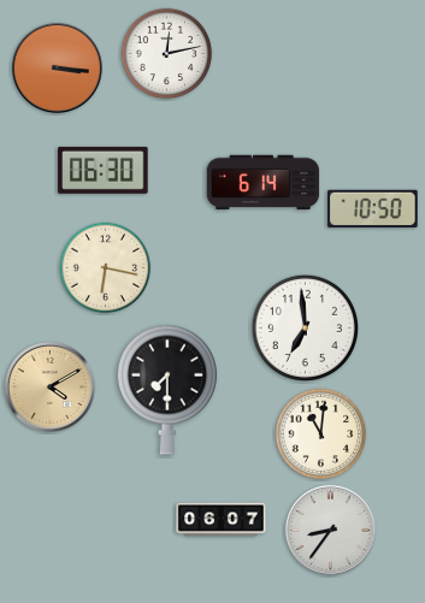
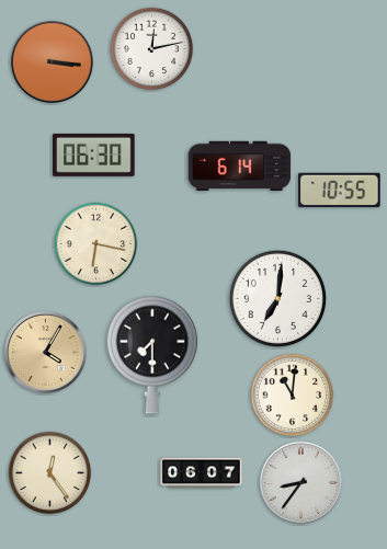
clock at (373, 209): 10:50 -> 10:55
clock at (305, 327): 6:59 -> 7:01
clock at (49, 386): 4:10 -> 4:05
clock at (50, 473): none -> 12:24
